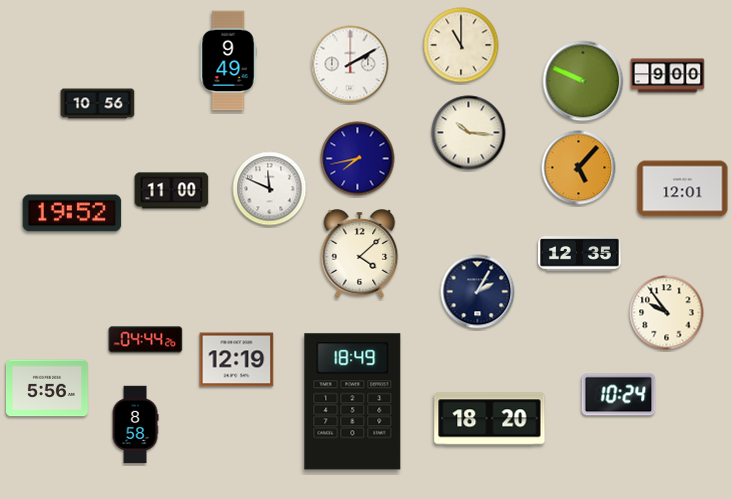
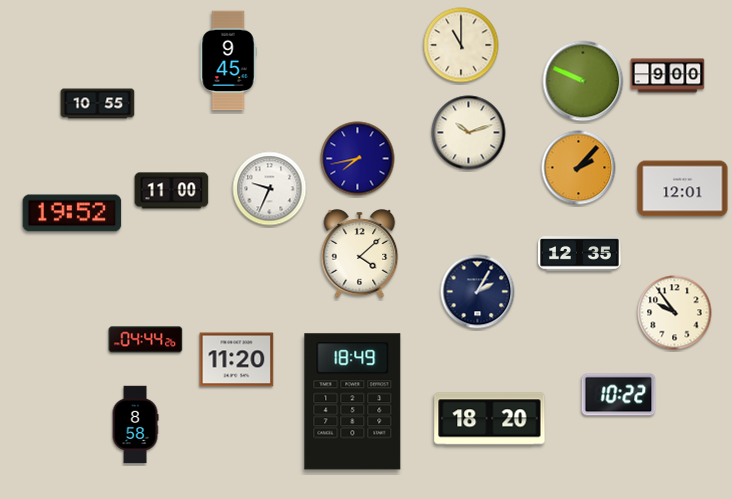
clock at (228, 61): 9:49 -> 9:45
clock at (350, 64): 2:10 -> none
clock at (98, 104): 10:56 -> 10:55
clock at (469, 133): 10:16 -> 10:12
clock at (579, 168): 5:07 -> 2:07
clock at (270, 189): 11:49 -> 9:34
clock at (667, 313) position: (667, 313) -> (675, 313)
clock at (237, 360): 12:19 -> 11:20
clock at (47, 388): 5:56 -> none
clock at (619, 395): 10:24 -> 10:22
